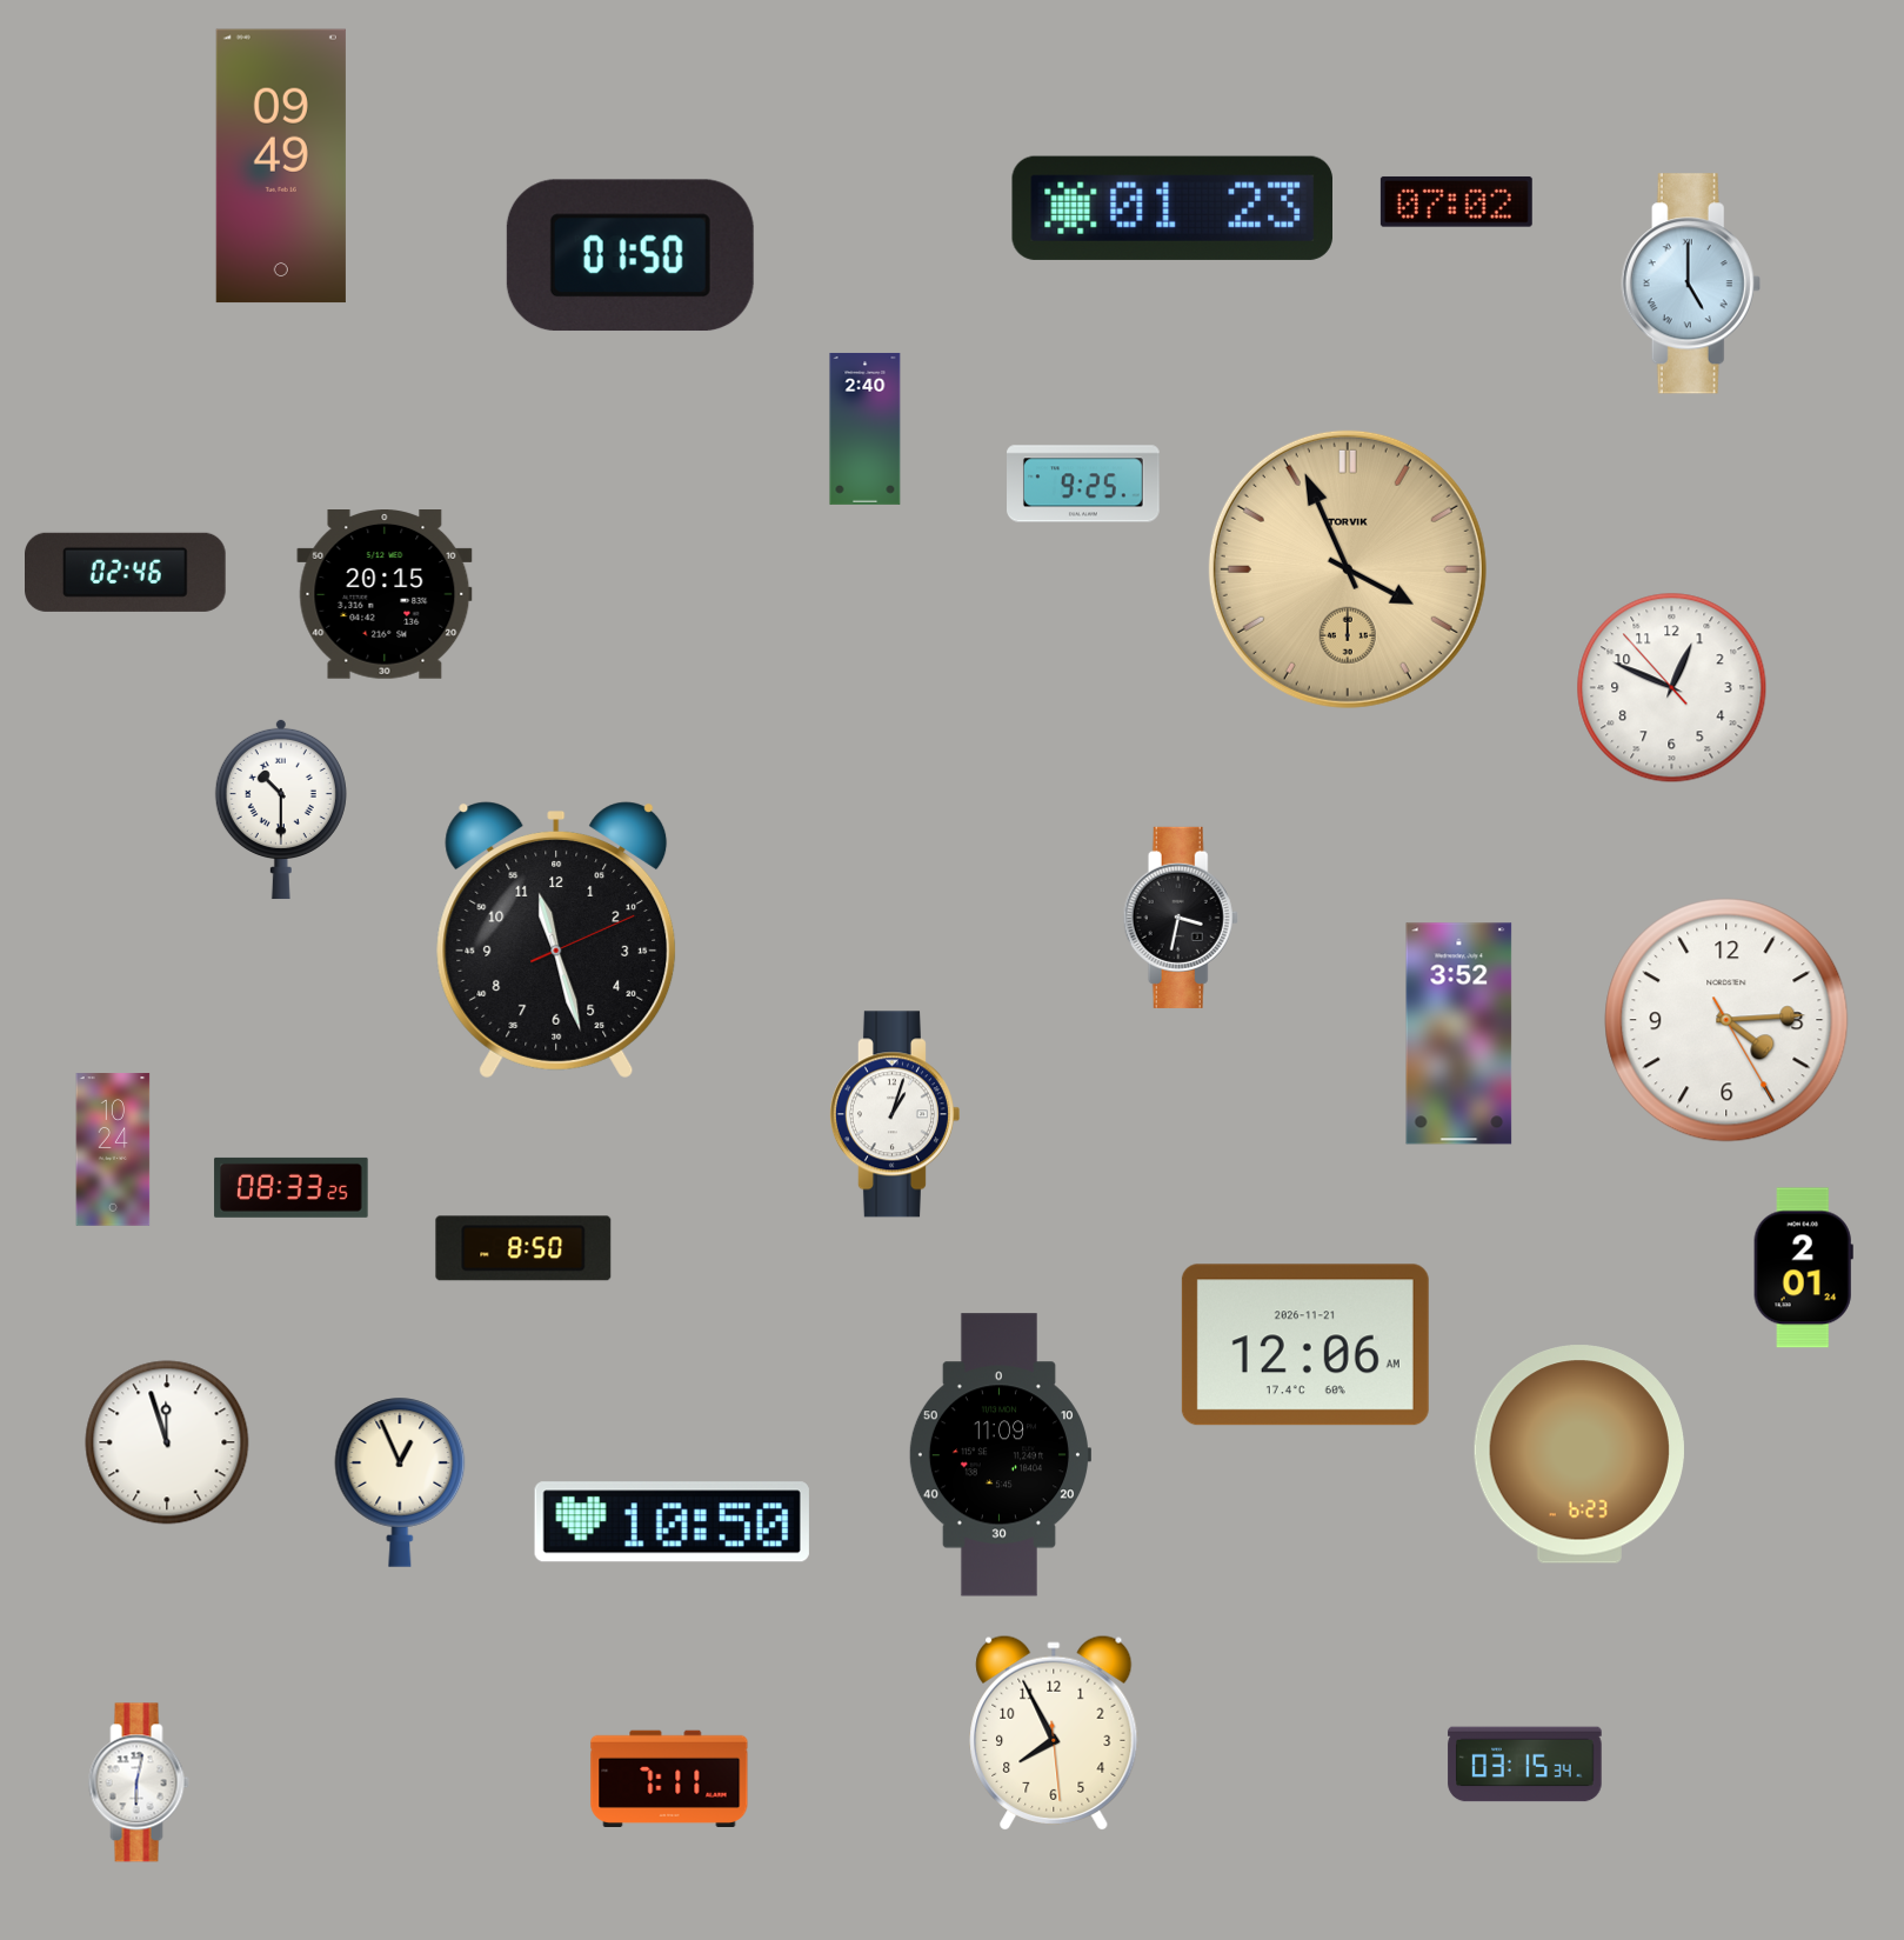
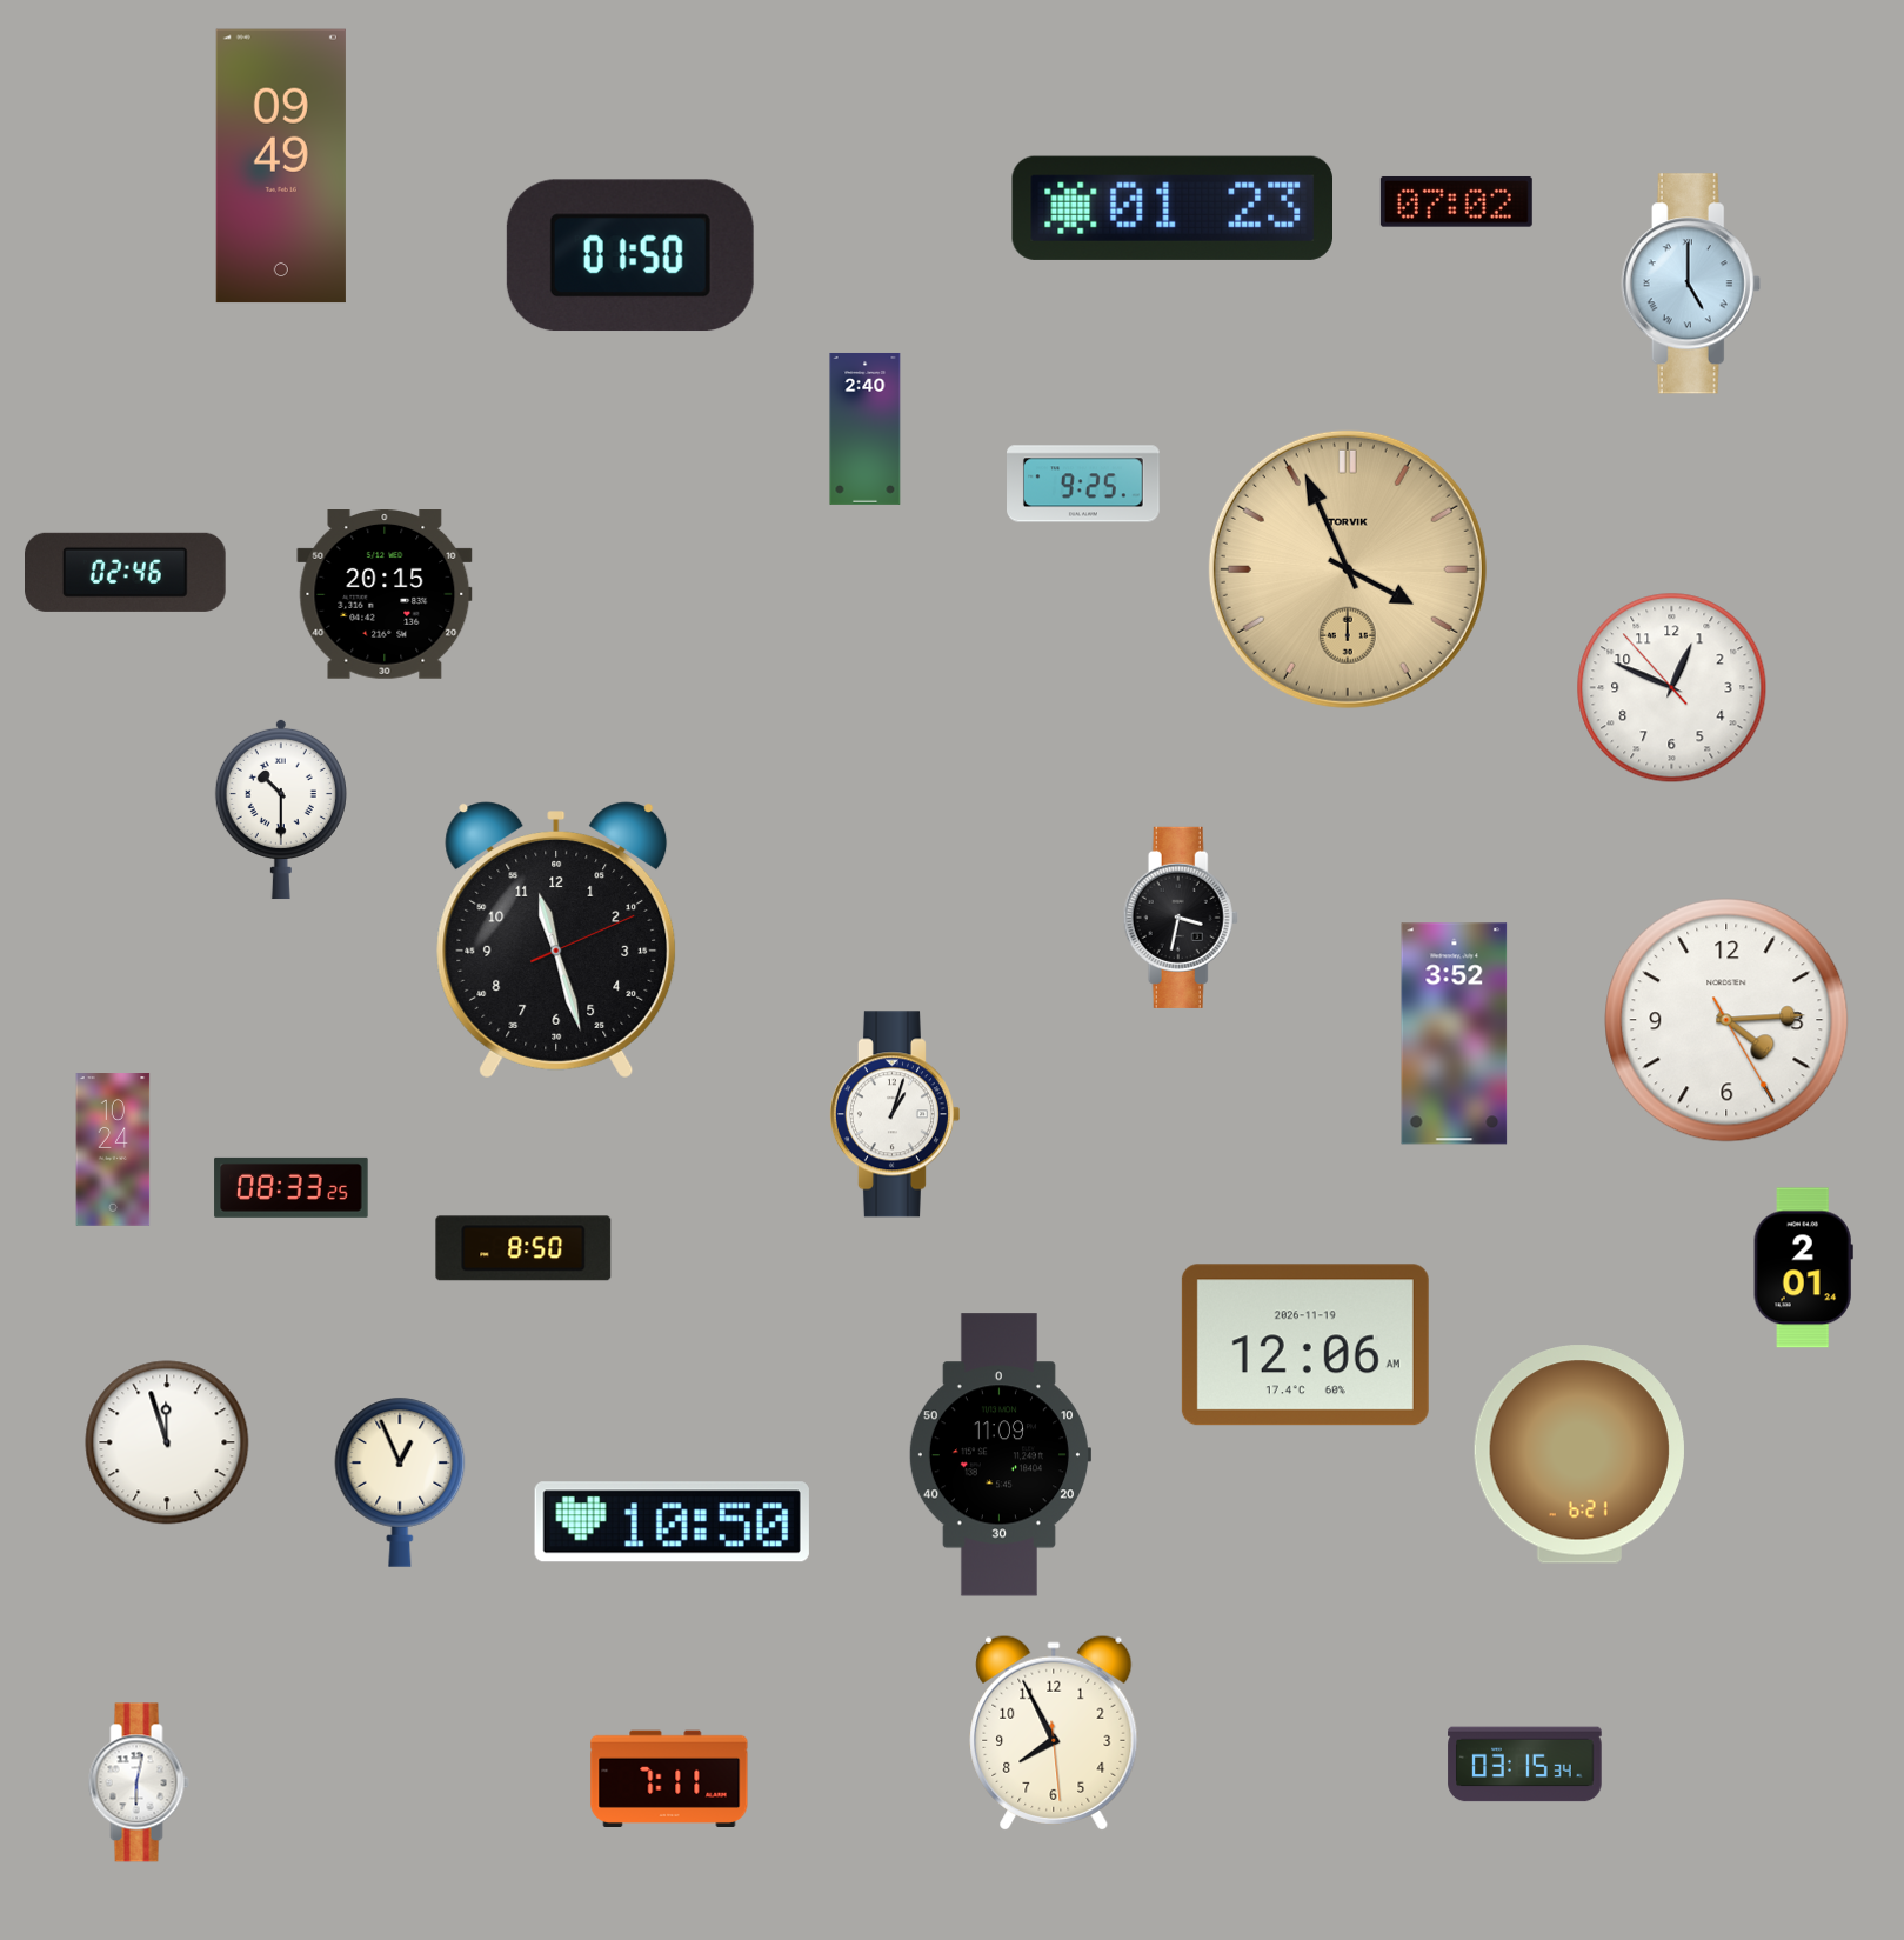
clock at (1459, 1034) position: (1459, 1034) -> (1455, 1034)
clock at (1305, 1345) date: 2026-11-21 -> 2026-11-19
clock at (1579, 1454): 6:23 -> 6:21
